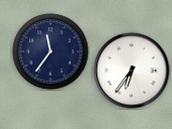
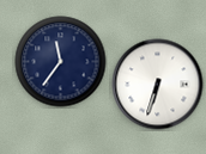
clock at (132, 71): 6:36 -> 6:33
